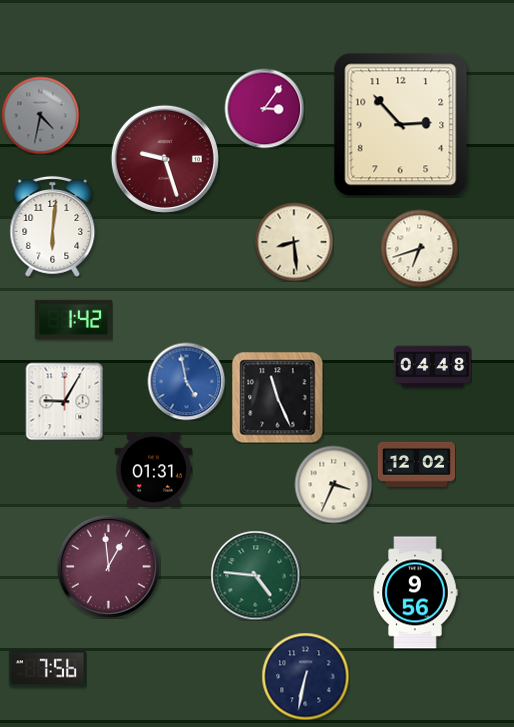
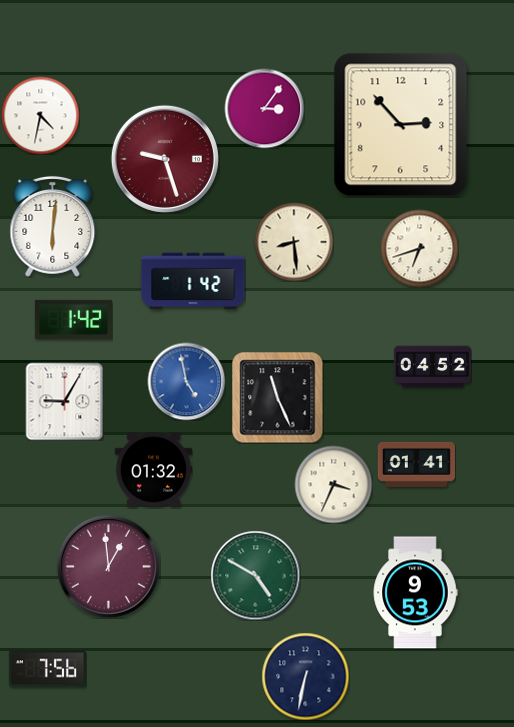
clock at (40, 115) dial: grey -> white
clock at (193, 281): none -> 1:42
clock at (432, 367): 04:48 -> 04:52
clock at (416, 464): 12:02 -> 01:41
clock at (153, 470): 01:31 -> 01:32
clock at (255, 575): 4:46 -> 4:50
clock at (415, 593): 9:56 -> 9:53
